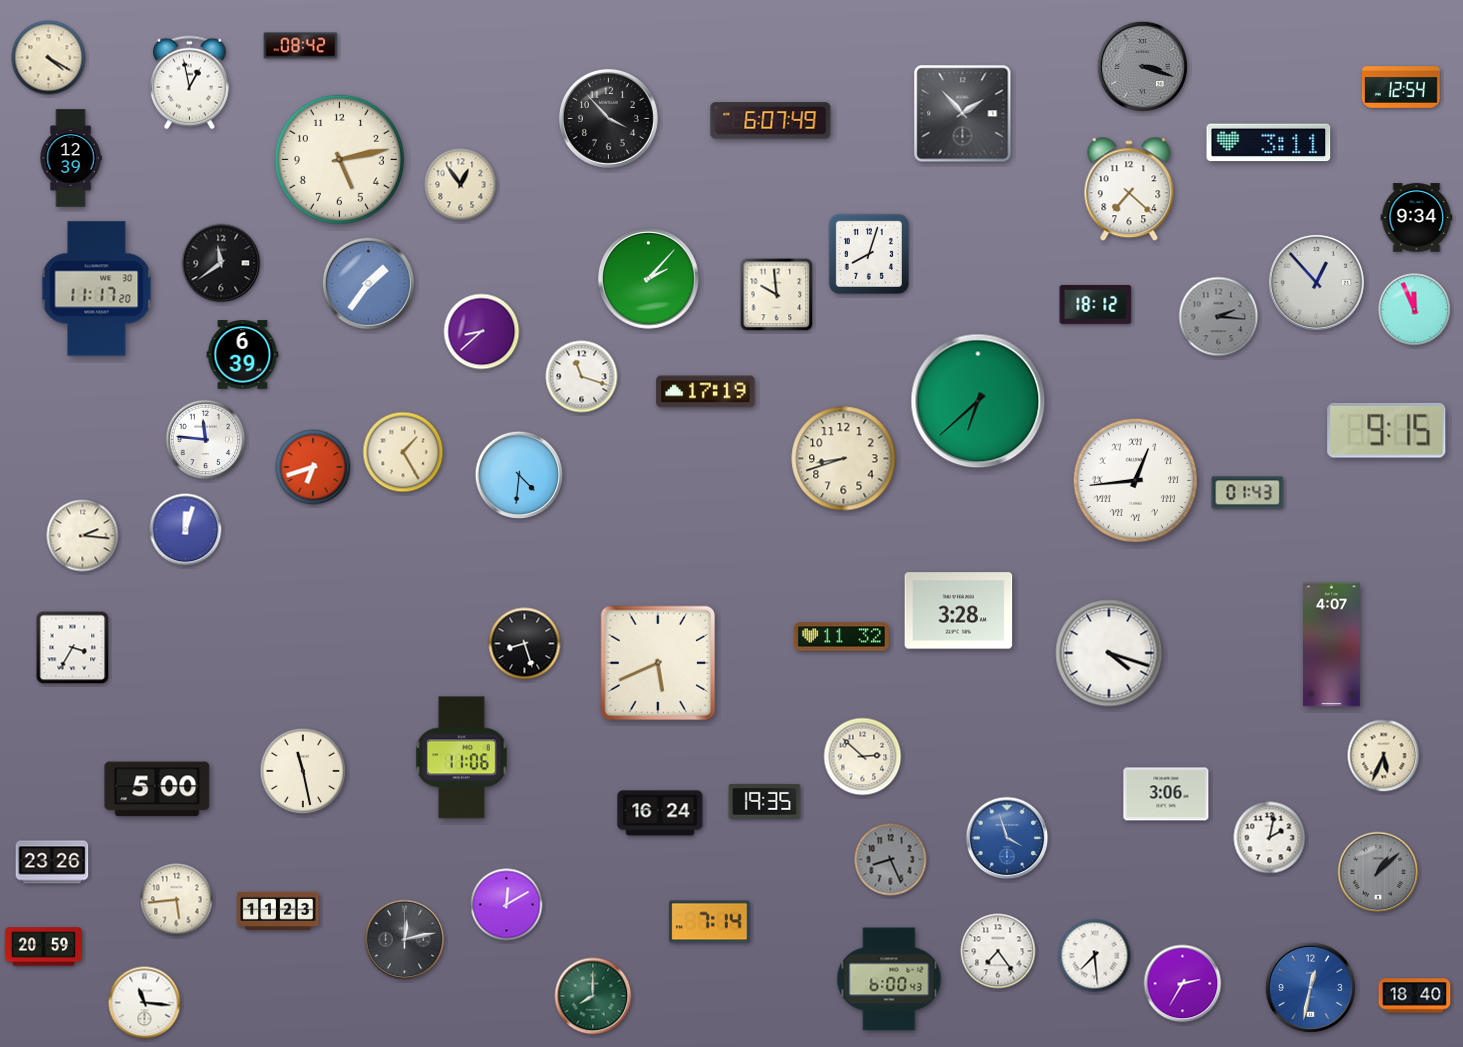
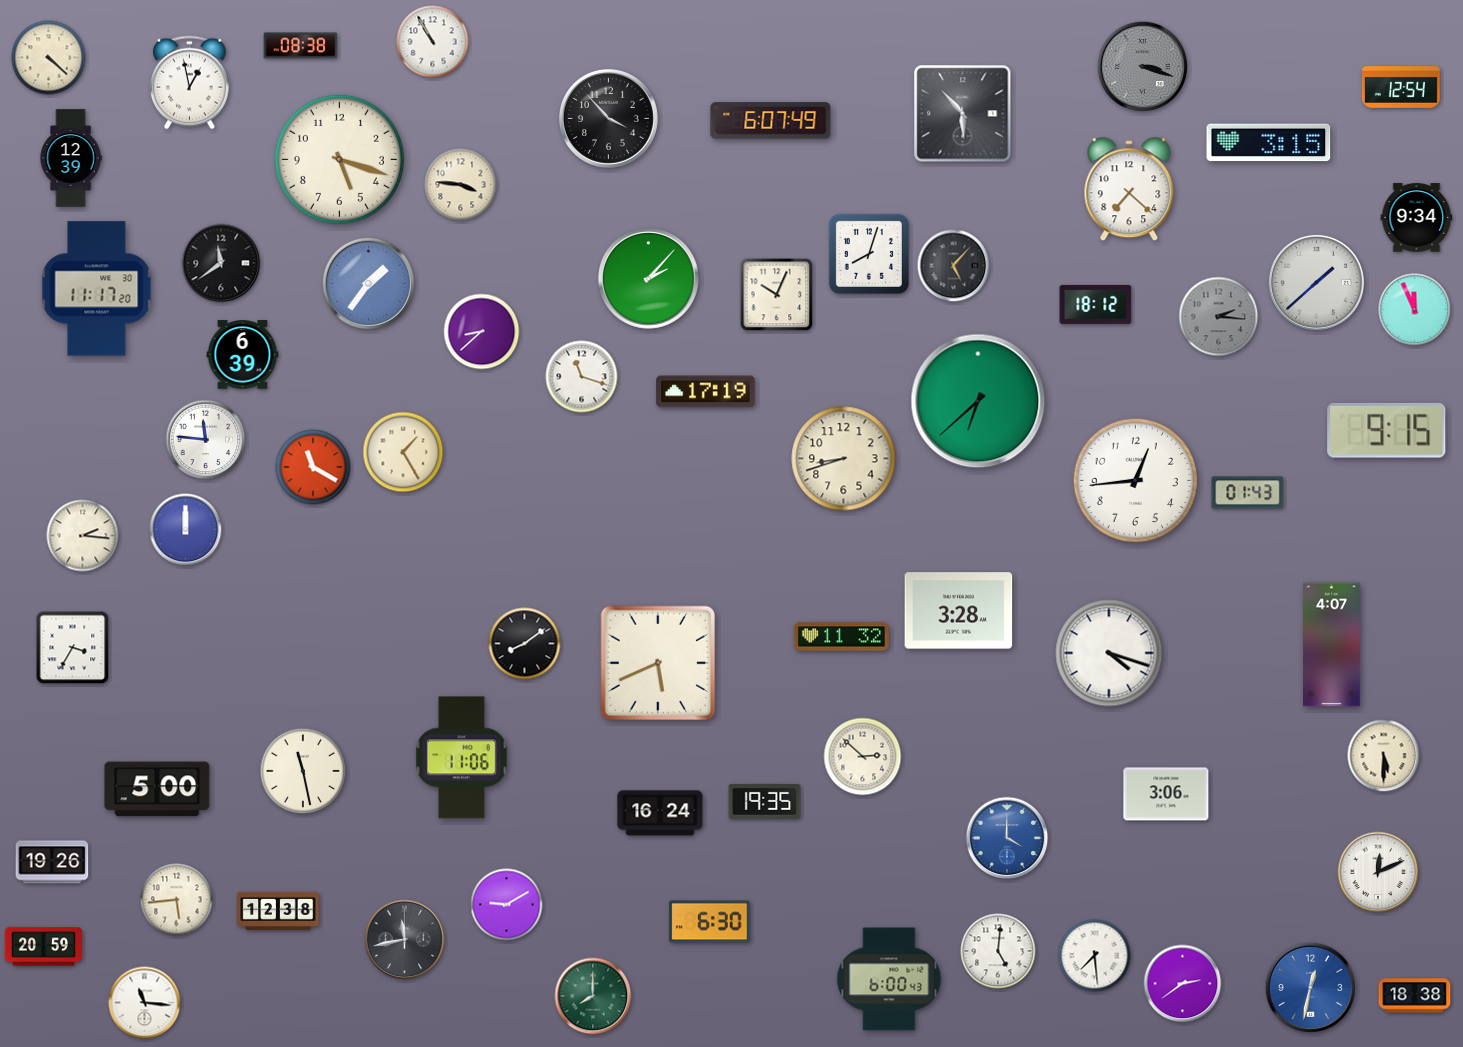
clock at (433, 42): none -> 10:55
clock at (301, 46): 08:42 -> 08:38
clock at (49, 58): 4:20 -> 4:22
clock at (963, 114): 1:53 -> 5:53
clock at (1269, 143): 3:11 -> 3:15
clock at (339, 159): 5:13 -> 5:18
clock at (461, 185): 12:54 -> 3:46
clock at (954, 266): none -> 5:07
clock at (1316, 282): 12:53 -> 1:38
clock at (777, 295): 9:59 -> 10:04
clock at (313, 467): 6:42 -> 11:20
clock at (519, 475): 4:31 -> none
clock at (1136, 481) numerals: Roman -> Arabic
clock at (186, 530): 12:03 -> 12:00
clock at (525, 644): 8:27 -> 8:09
clock at (1384, 756): 5:34 -> 5:30
clock at (1007, 838): 3:57 -> 4:00
clock at (1270, 838): 2:02 -> none
clock at (891, 860): 8:26 -> none
clock at (52, 862): 23:26 -> 19:26
clock at (1378, 872): 1:08 -> 12:11
clock at (1378, 872) dial: grey -> white
clock at (507, 905): 12:10 -> 9:10
clock at (278, 911): 11:23 -> 12:38
clock at (710, 922): 7:14 -> 6:30
clock at (405, 940): 12:13 -> 11:43
clock at (998, 951): 7:24 -> 5:01
clock at (1183, 984): 2:35 -> 2:39
clock at (1415, 996): 18:40 -> 18:38
